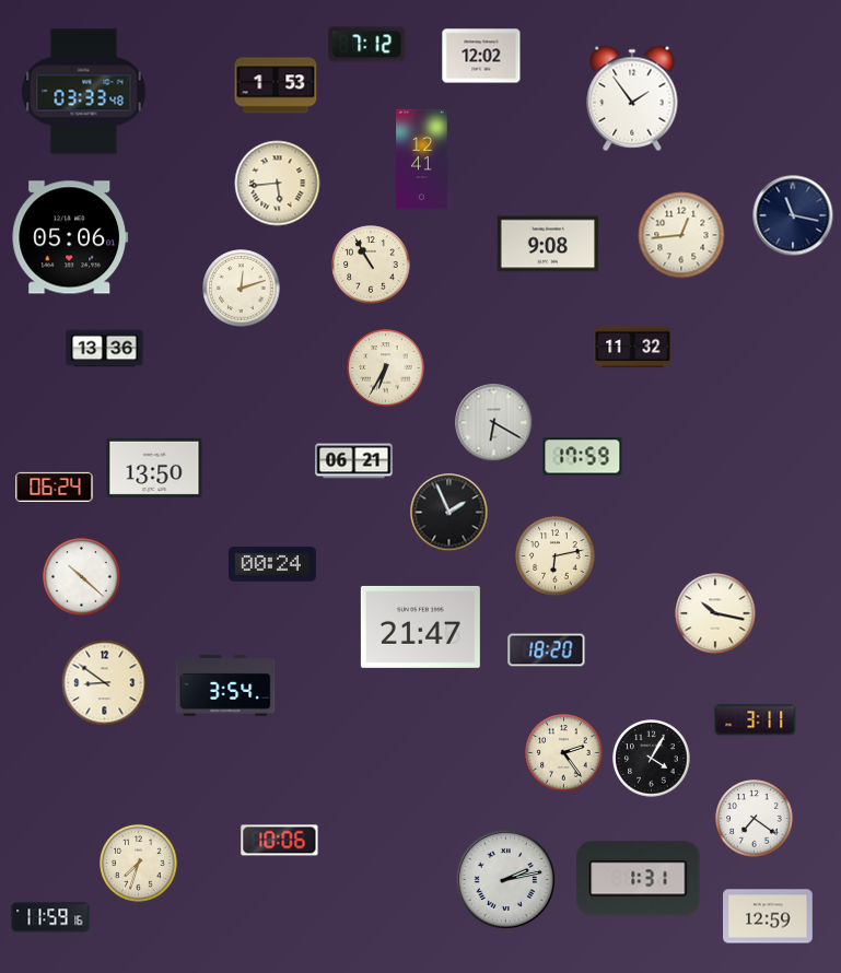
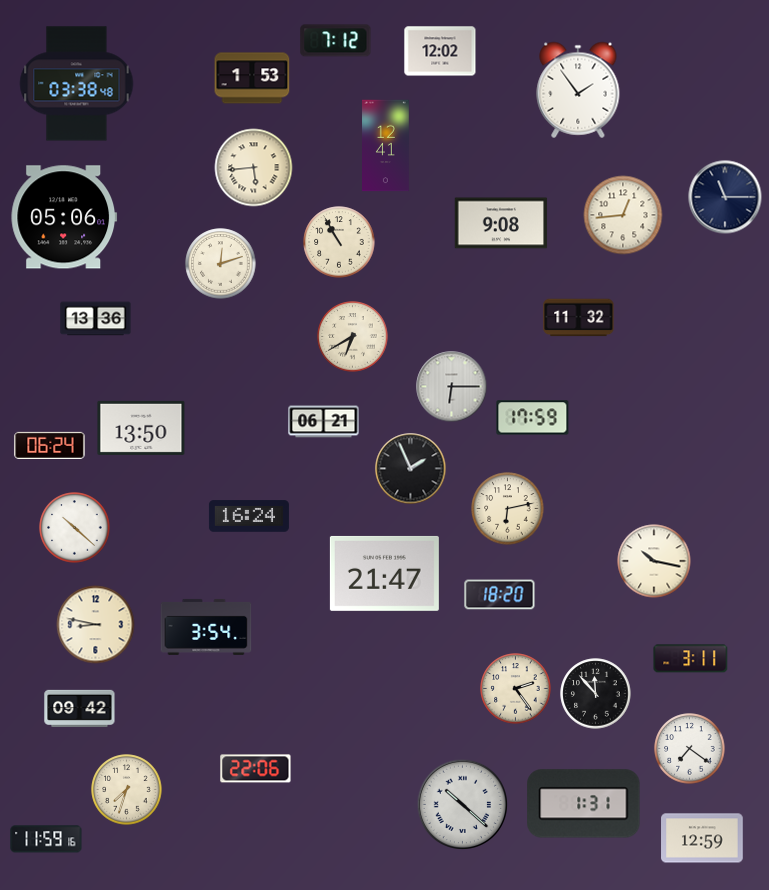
clock at (84, 92): 03:33 -> 03:38
clock at (793, 215): 11:17 -> 11:15
clock at (386, 368): 6:35 -> 6:40
clock at (494, 423): 6:20 -> 6:15
clock at (272, 564): 00:24 -> 16:24
clock at (105, 683): 8:51 -> 8:47
clock at (652, 759): 4:05 -> 11:53
clock at (80, 708): none -> 09:42
clock at (280, 841): 10:06 -> 22:06
clock at (506, 880): 2:13 -> 10:22
